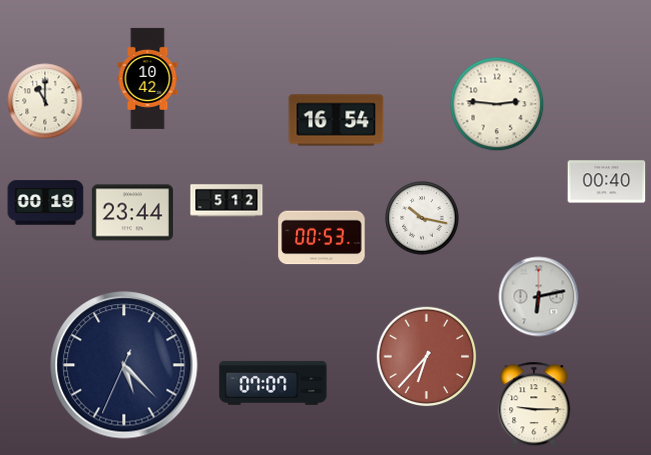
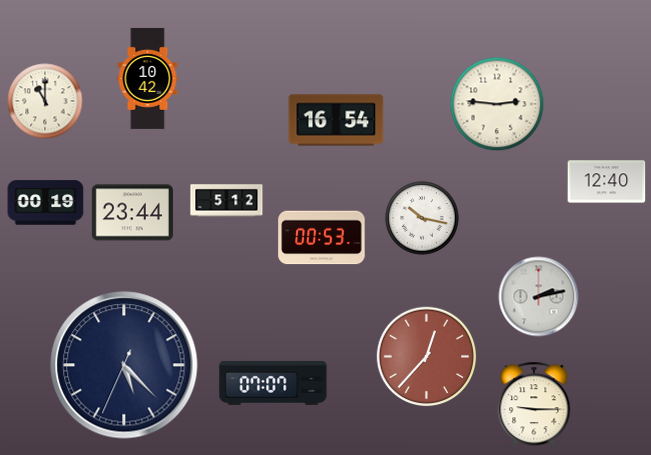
clock at (607, 182): 00:40 -> 12:40
clock at (539, 297): 6:13 -> 2:13
clock at (427, 357): 6:37 -> 12:37
